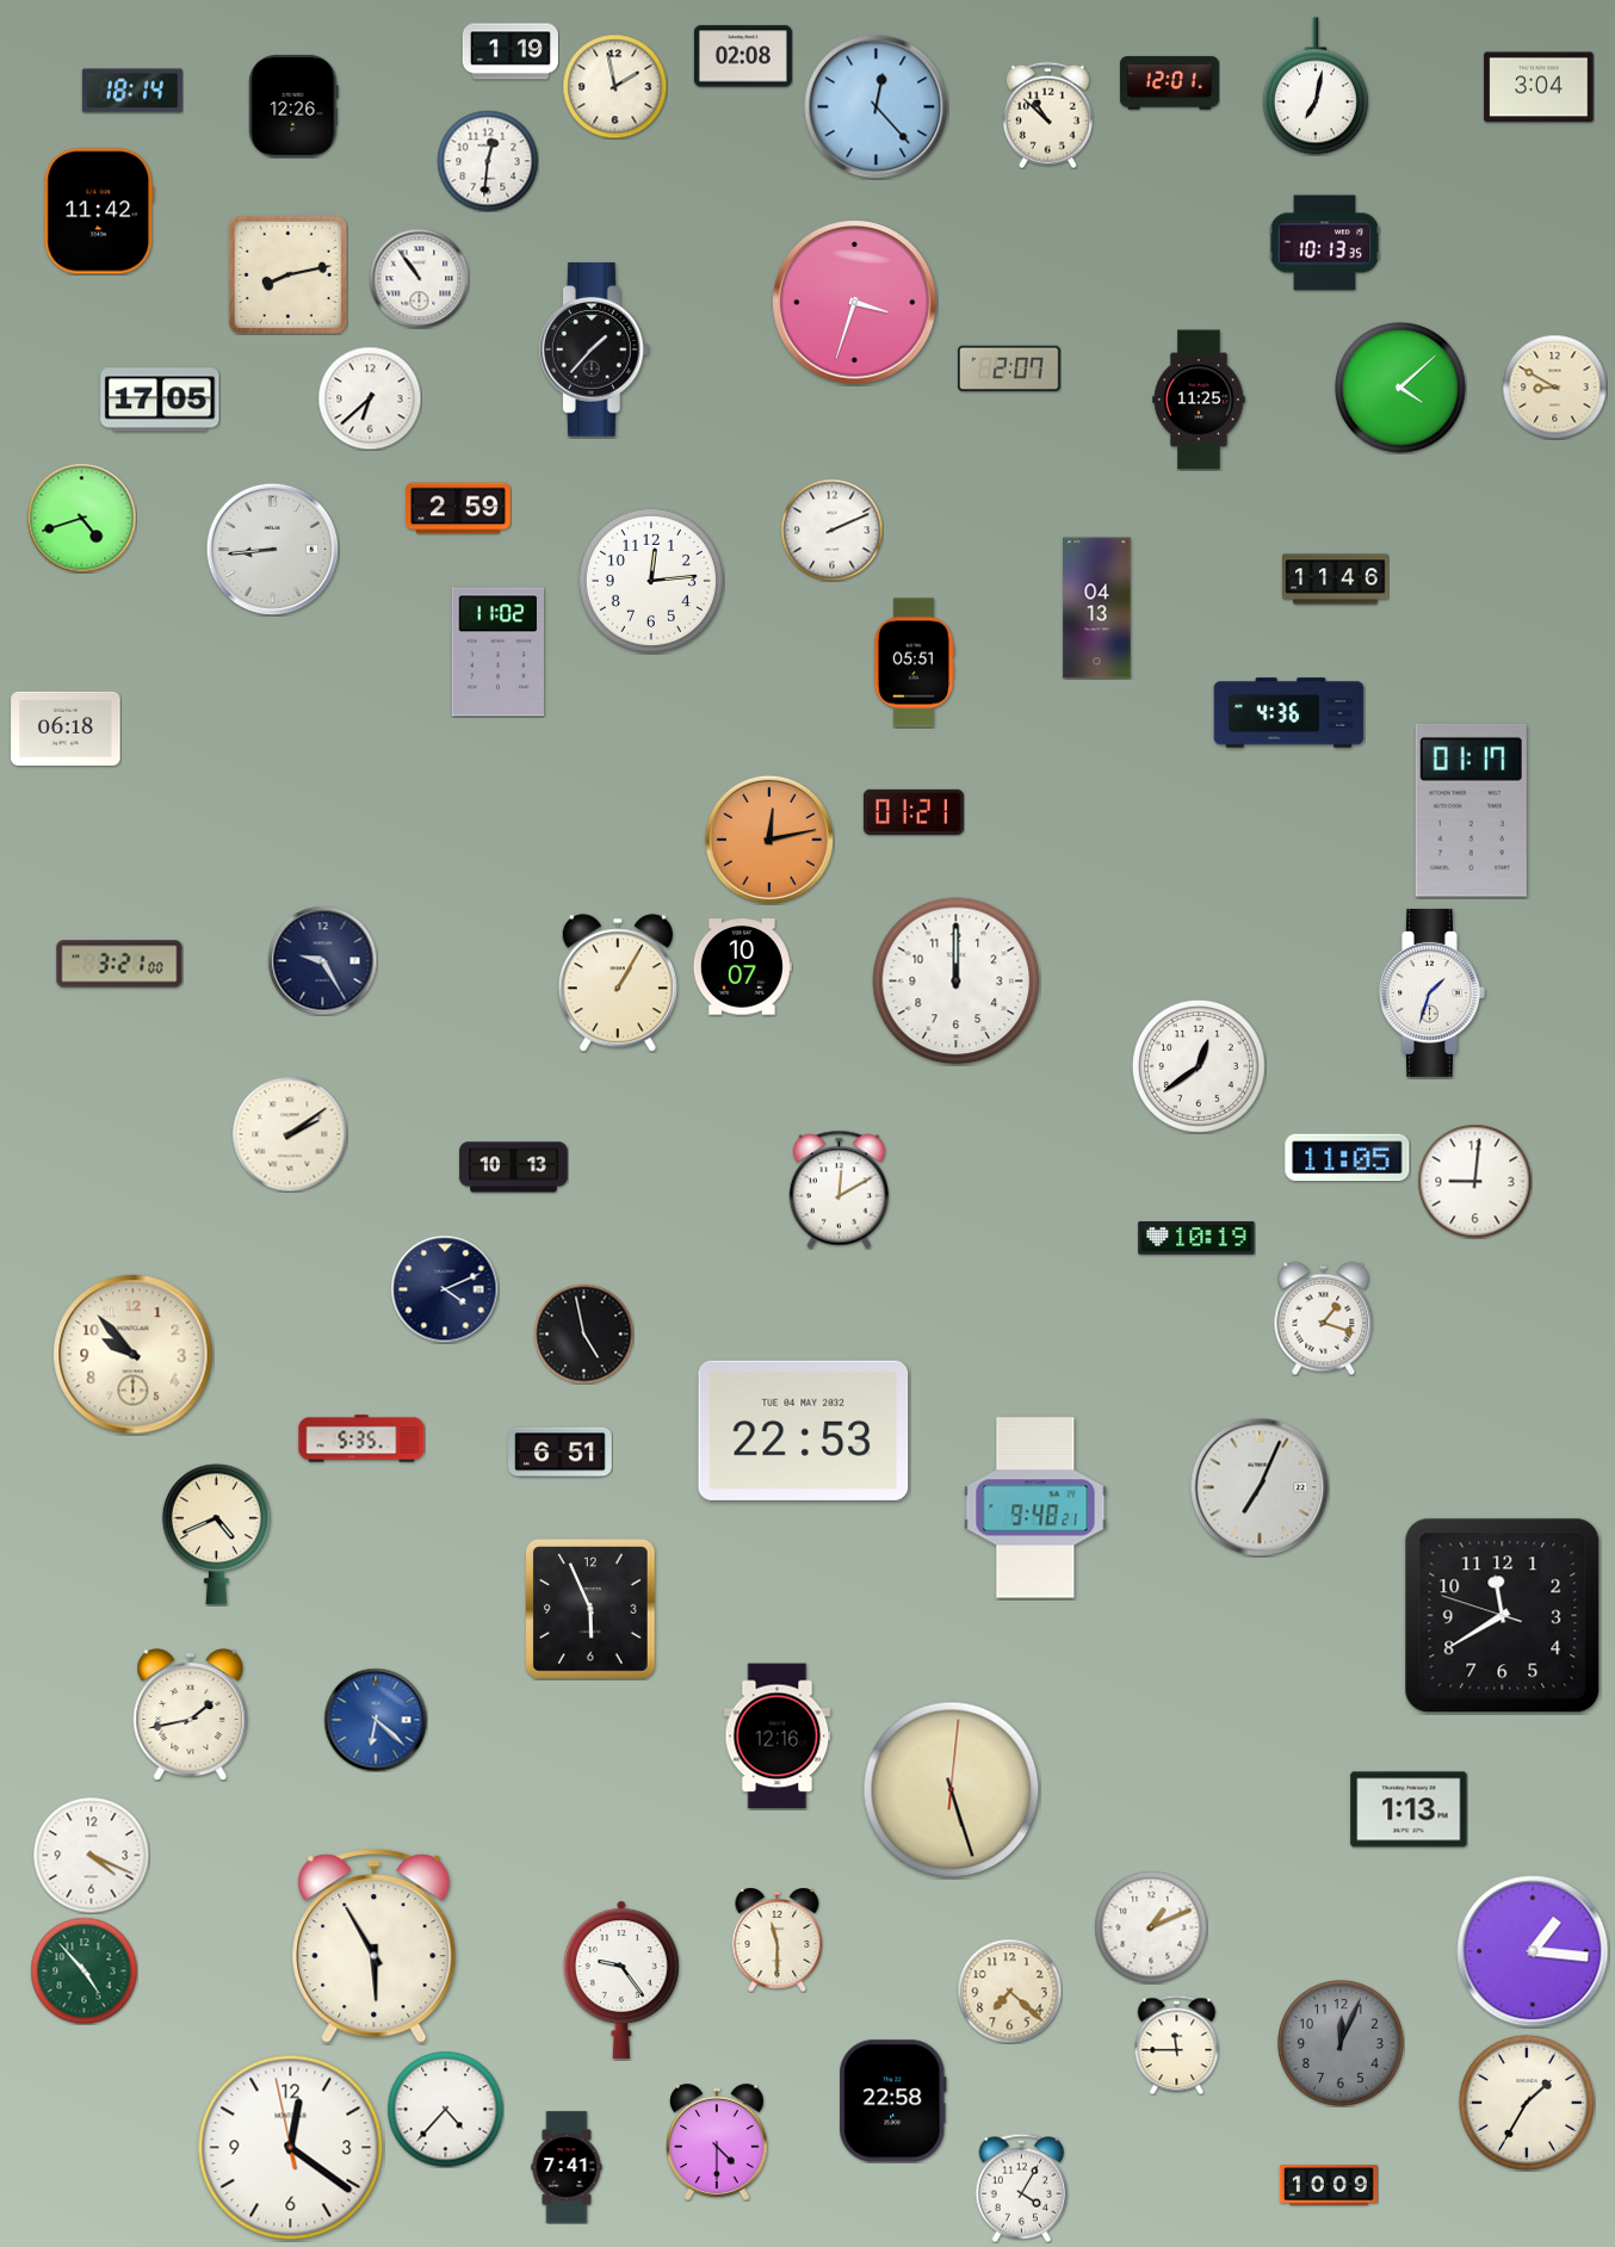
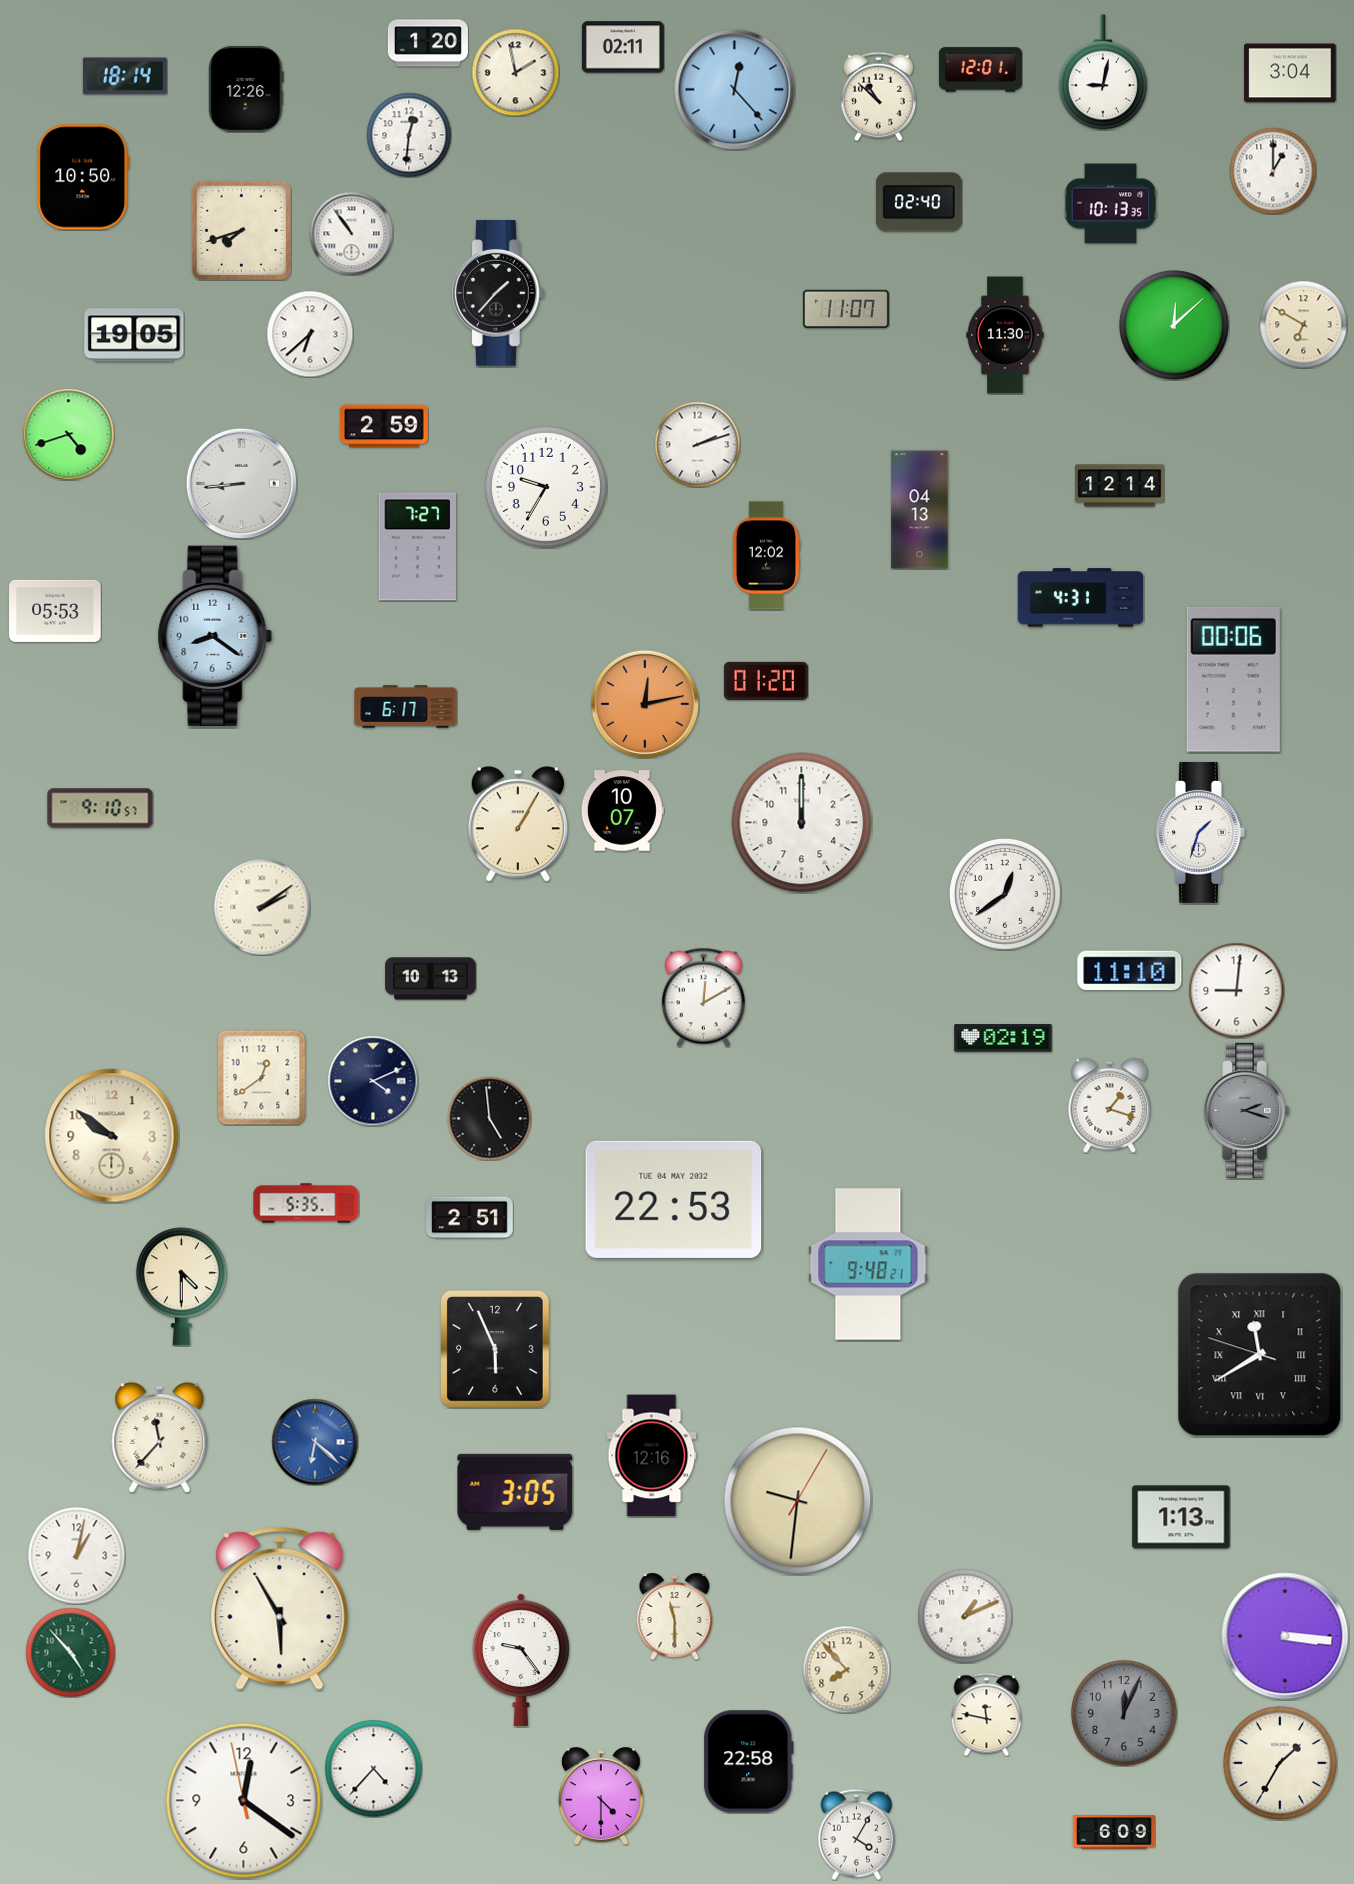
clock at (511, 51): 1:19 -> 1:20
clock at (743, 56): 02:08 -> 02:11
clock at (1316, 86): 7:02 -> 9:02
clock at (132, 91) position: (132, 91) -> (125, 76)
clock at (1273, 171): none -> 1:00
clock at (99, 211): 11:42 -> 10:50
clock at (919, 202): none -> 02:40
clock at (287, 274): 8:13 -> 7:42
clock at (855, 303): 3:33 -> none
clock at (1009, 367): 2:07 -> 11:07
clock at (1554, 386): 8:50 -> 6:50
clock at (1401, 389): 4:08 -> 12:08
clock at (160, 400): 17:05 -> 19:05
clock at (1199, 400): 11:25 -> 11:30
clock at (831, 530): 2:11 -> 2:12
clock at (272, 549) position: (272, 549) -> (241, 483)
clock at (1336, 580): 11:46 -> 12:14
clock at (651, 581): 12:14 -> 9:35
clock at (499, 652): 11:02 -> 7:27
clock at (914, 663): 05:51 -> 12:02
clock at (1289, 713): 4:36 -> 4:31
clock at (66, 729): 06:18 -> 05:53
clock at (215, 635): none -> 8:21
clock at (1471, 810): 01:17 -> 00:06
clock at (914, 812): 01:21 -> 01:20
clock at (406, 707): none -> 6:17
clock at (322, 960): 9:25 -> none
clock at (119, 964): 3:21 -> 9:10
clock at (290, 1134) position: (290, 1134) -> (262, 907)
clock at (1348, 1158): 11:05 -> 11:10
clock at (1196, 1238): 10:19 -> 02:19
clock at (262, 1077): none -> 12:39
clock at (1247, 1110): none -> 2:18
clock at (583, 1333): 4:58 -> 4:59
clock at (134, 1355): 9:53 -> 9:51
clock at (361, 1438) position: (361, 1438) -> (306, 1203)
clock at (561, 1453): 6:51 -> 2:51
clock at (1260, 1487): 7:04 -> none
clock at (216, 1535): 4:41 -> 4:30
clock at (1503, 1616) numerals: Arabic -> Roman
clock at (191, 1715): 1:43 -> 11:37
clock at (515, 1492): none -> 3:05
clock at (952, 1790): 5:27 -> 9:31
clock at (91, 1855): 4:19 -> 1:02
clock at (778, 1939) position: (778, 1939) -> (675, 1616)
clock at (375, 1946) position: (375, 1946) -> (280, 1609)
clock at (1533, 1951): 1:16 -> 3:16
clock at (1009, 1991): 7:22 -> 7:53
clock at (1177, 2044): 11:45 -> 11:47
clock at (567, 2167): 7:41 -> none
clock at (1329, 2185): 10:09 -> 6:09
